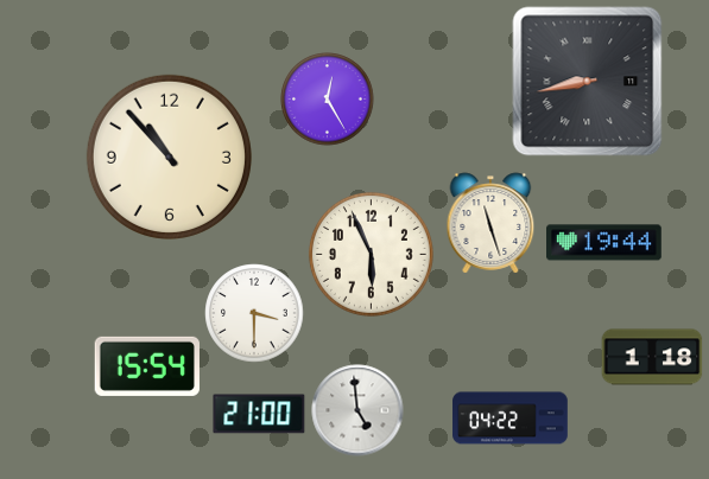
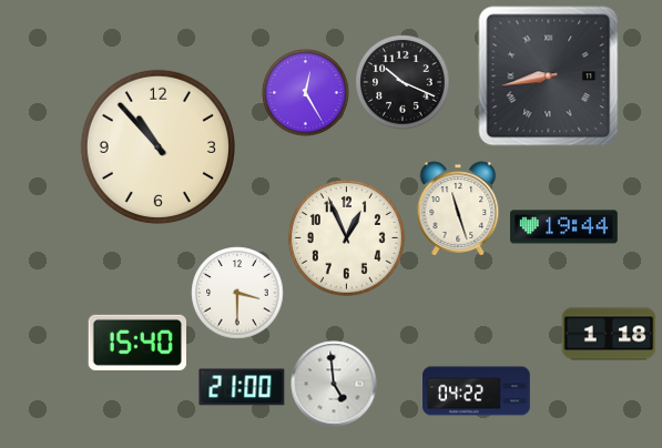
clock at (403, 82): none -> 10:19
clock at (371, 254): 5:56 -> 12:56
clock at (147, 366): 15:54 -> 15:40
